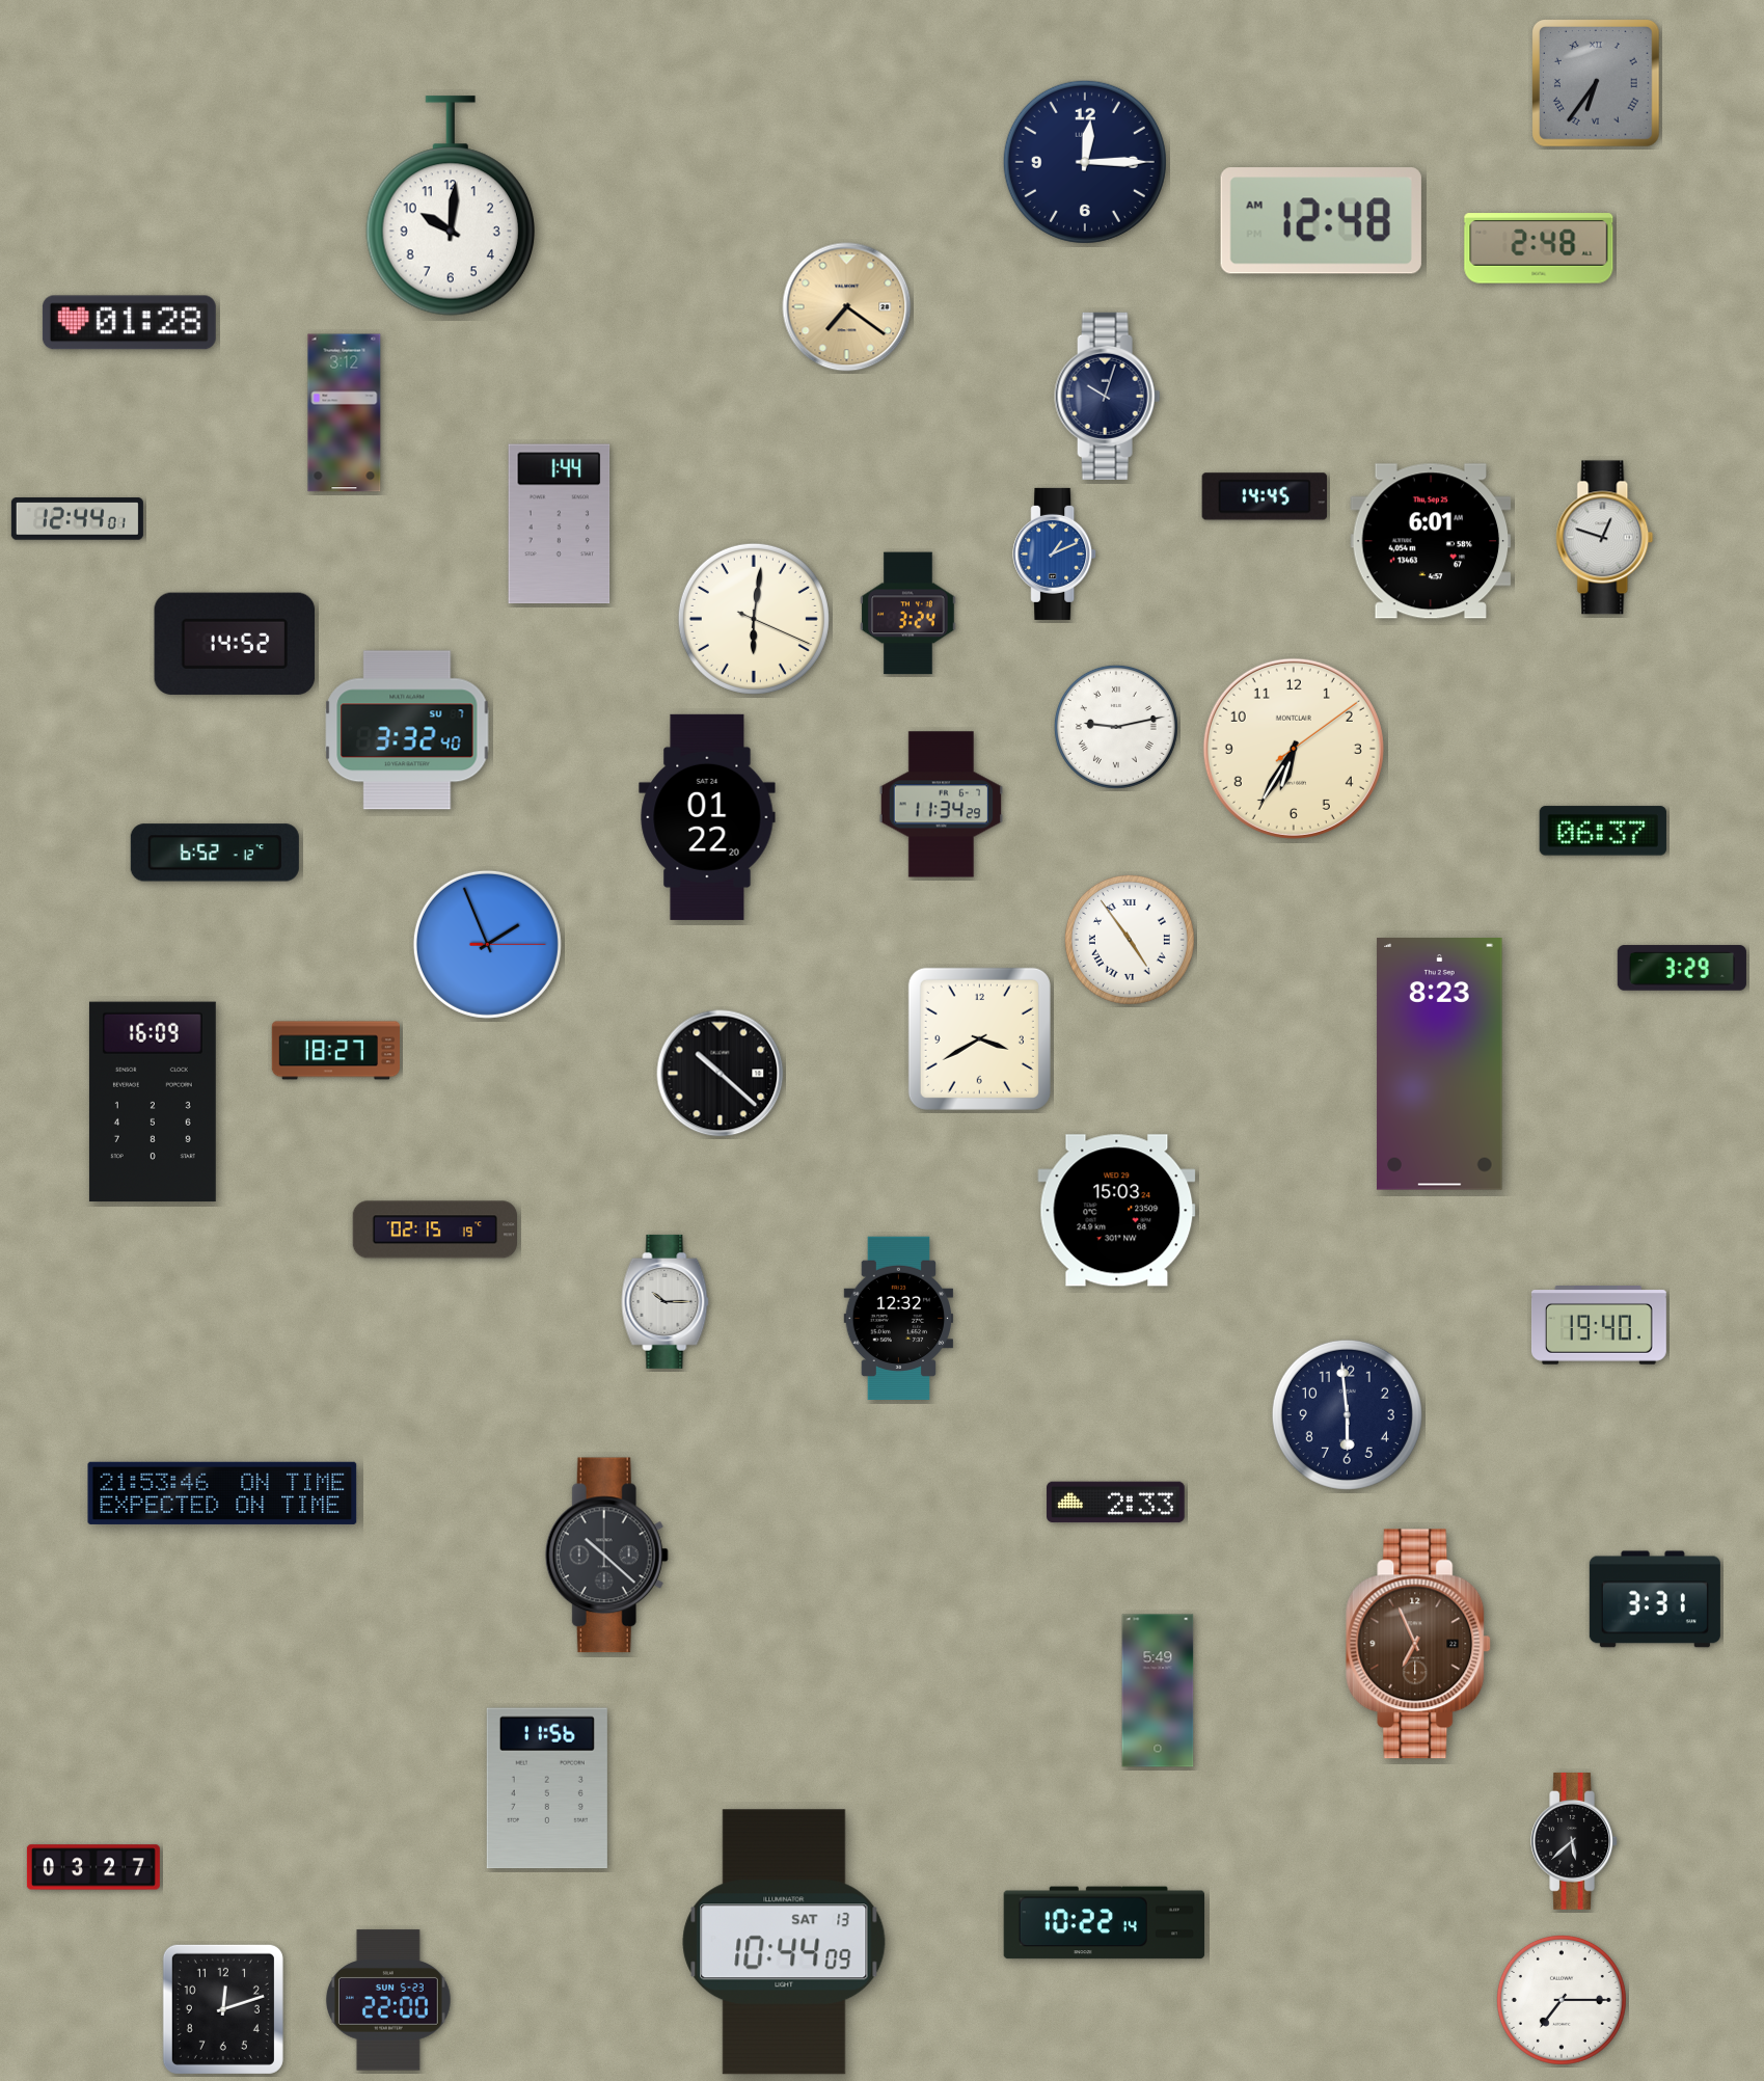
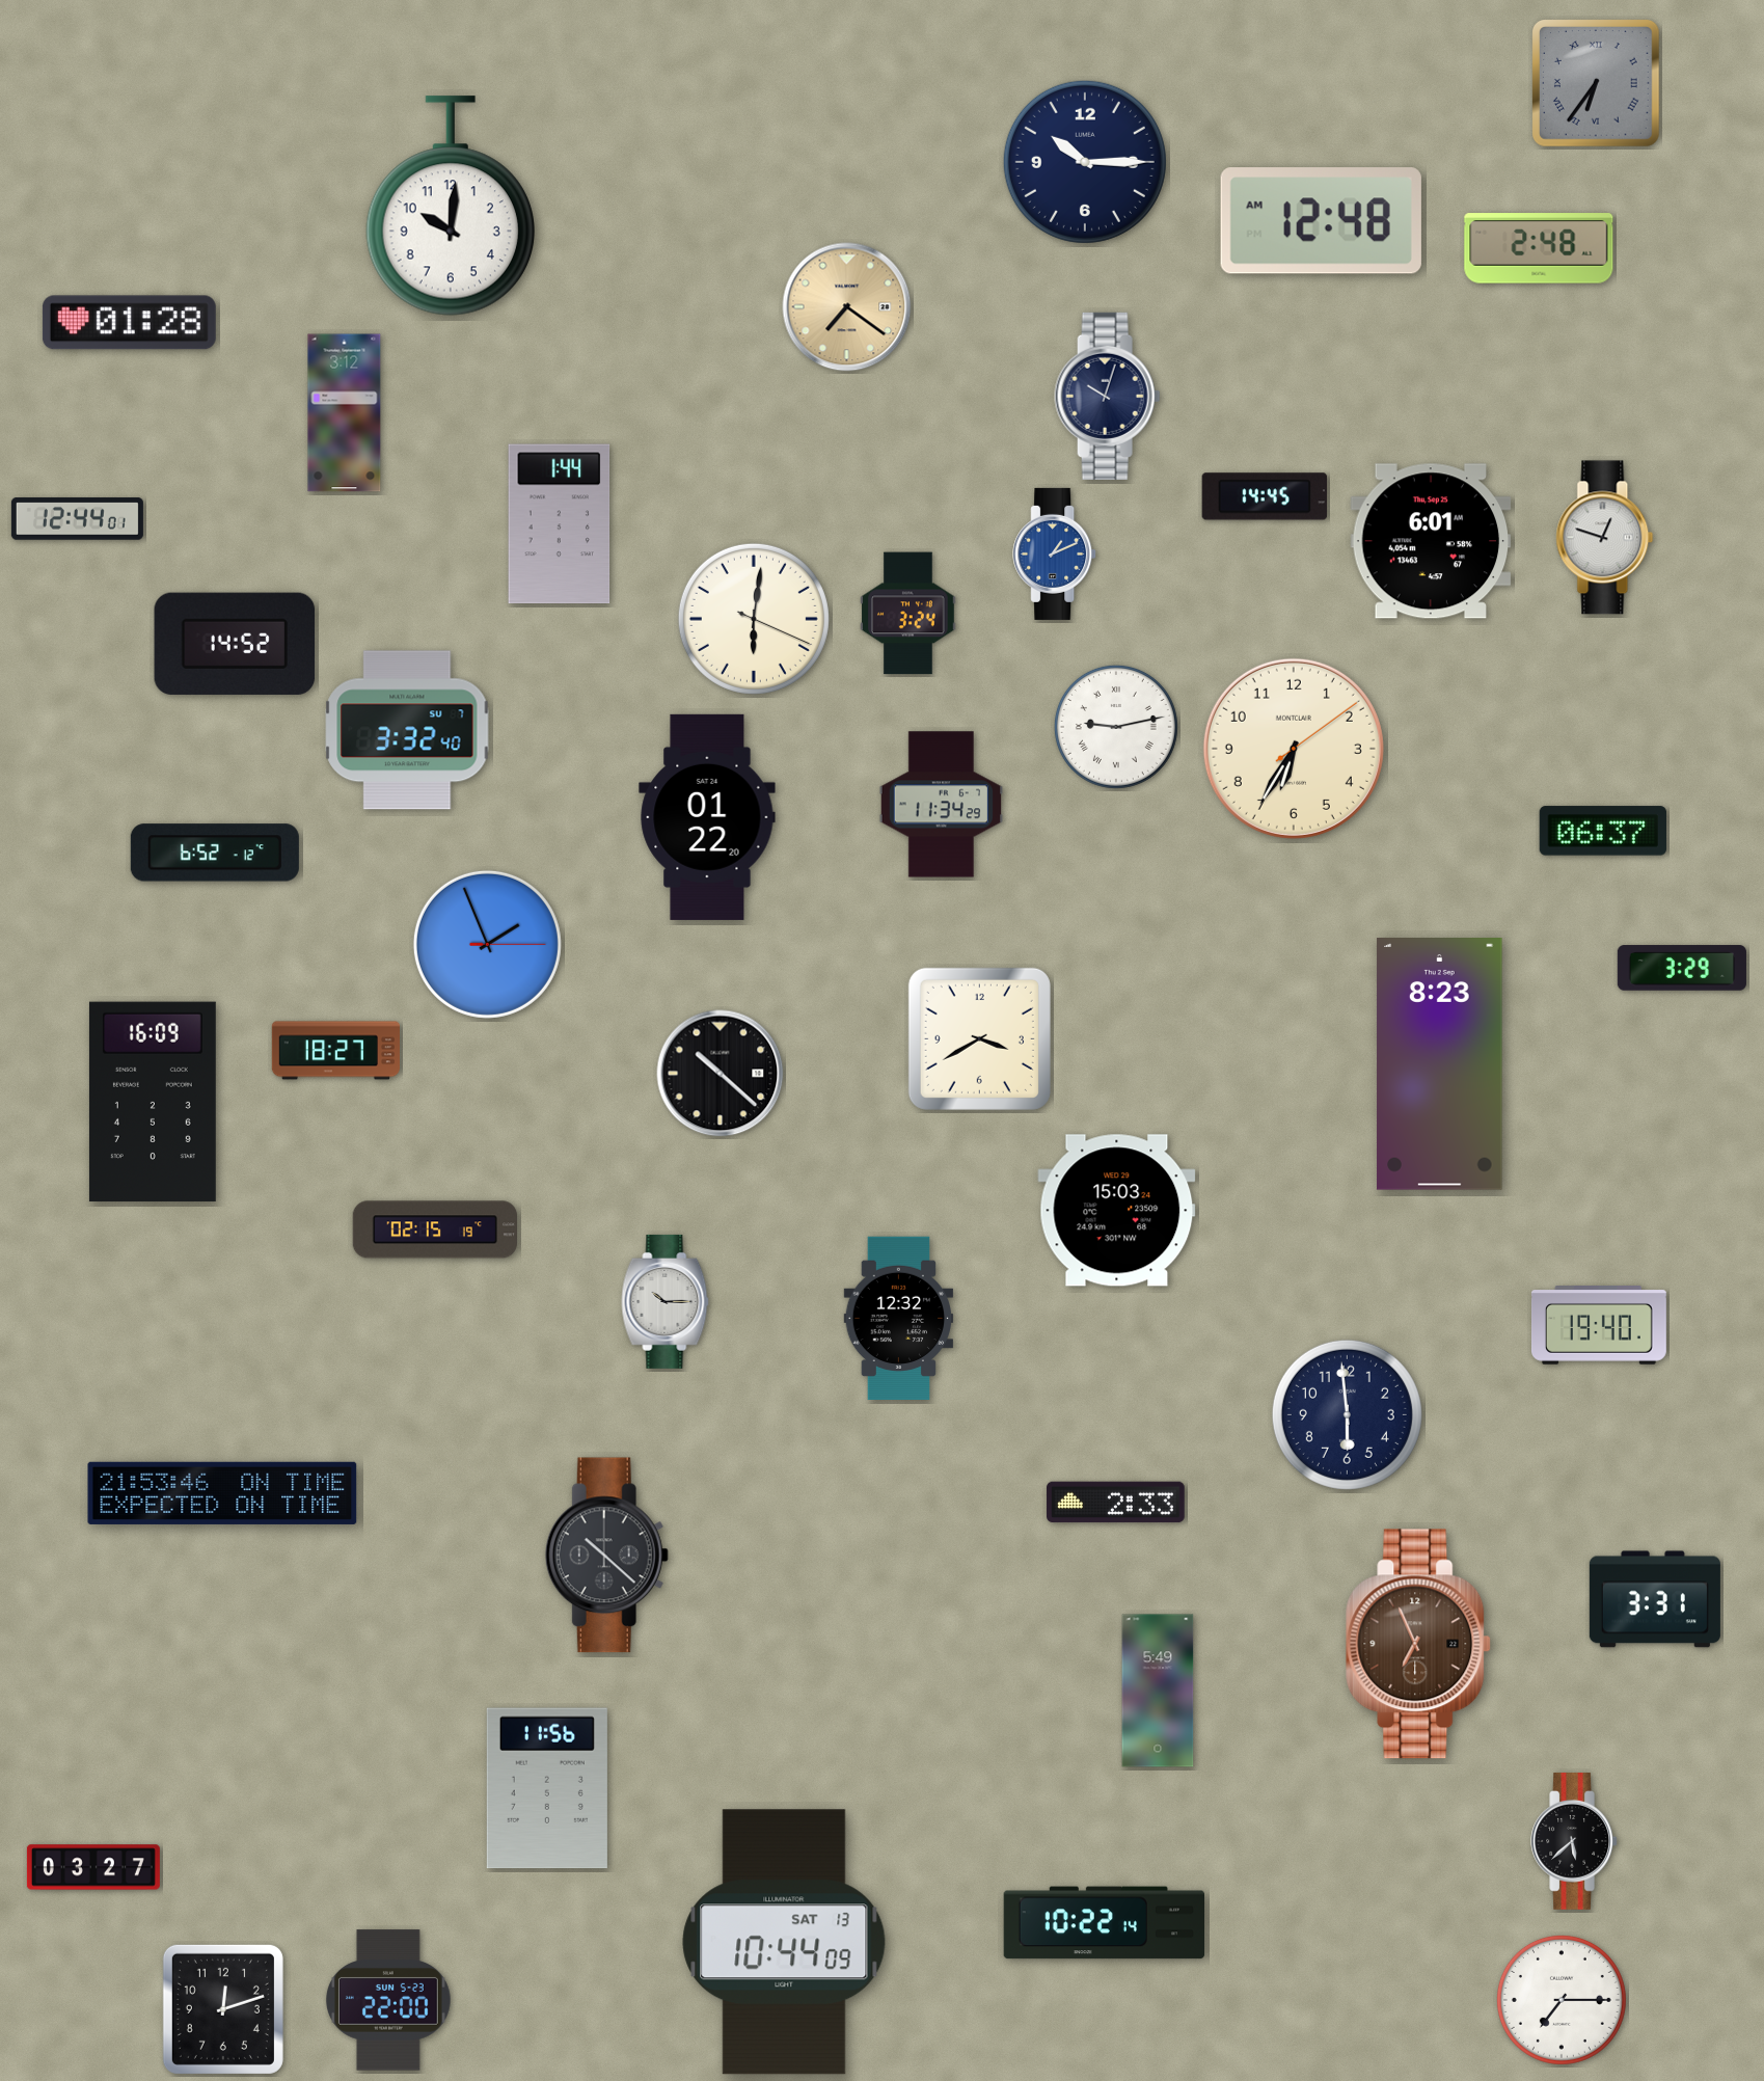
clock at (1085, 162): 12:15 -> 10:15
clock at (1130, 940): 4:54 -> none
